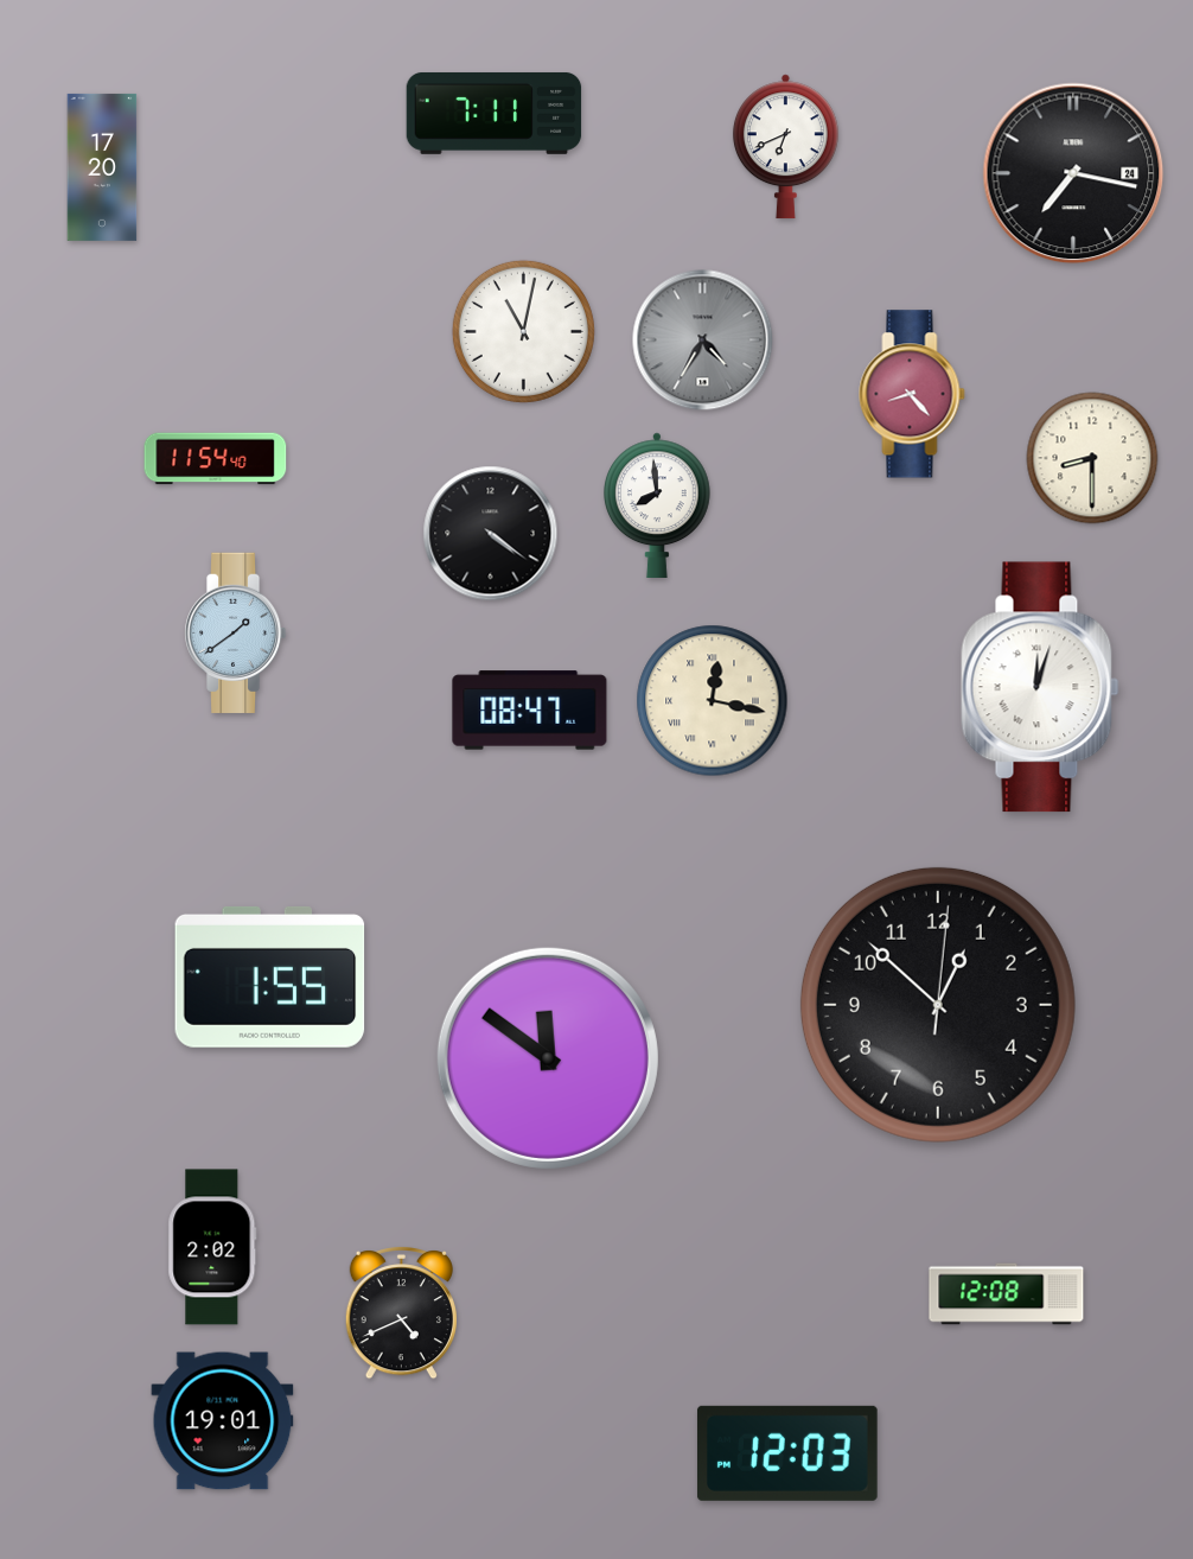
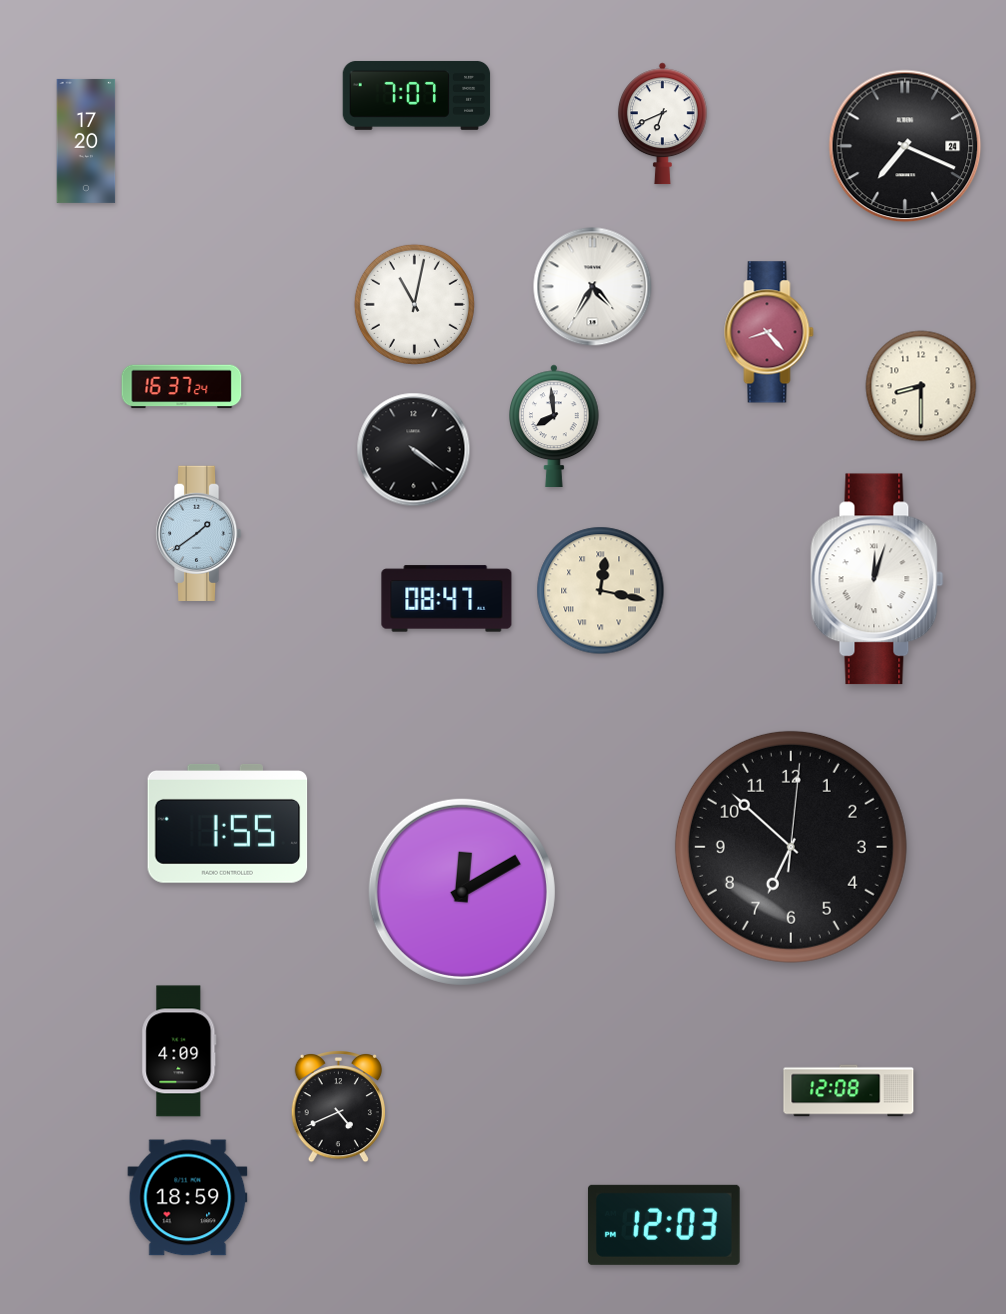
clock at (495, 113): 7:11 -> 7:07
clock at (1073, 173): 7:17 -> 7:19
clock at (523, 331) position: (523, 331) -> (414, 304)
clock at (703, 341) dial: grey -> white
clock at (216, 459): 11:54 -> 16:37
clock at (938, 1005): 12:52 -> 6:52
clock at (548, 1058): 11:51 -> 12:10
clock at (212, 1247): 2:02 -> 4:09
clock at (223, 1421): 19:01 -> 18:59
